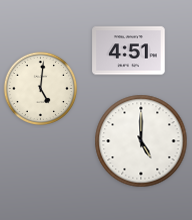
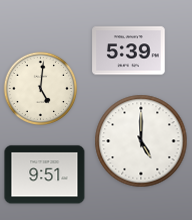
clock at (129, 51): 4:51 -> 5:39
clock at (45, 175): none -> 9:51
